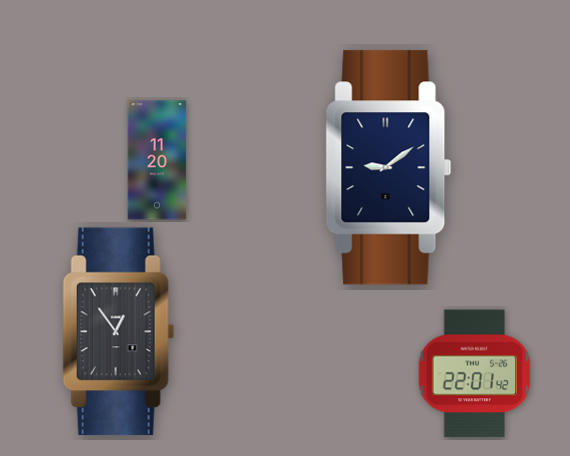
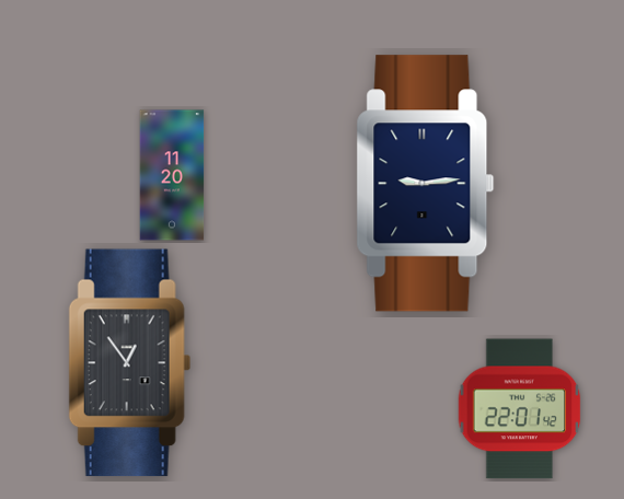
clock at (389, 168): 9:09 -> 9:14
